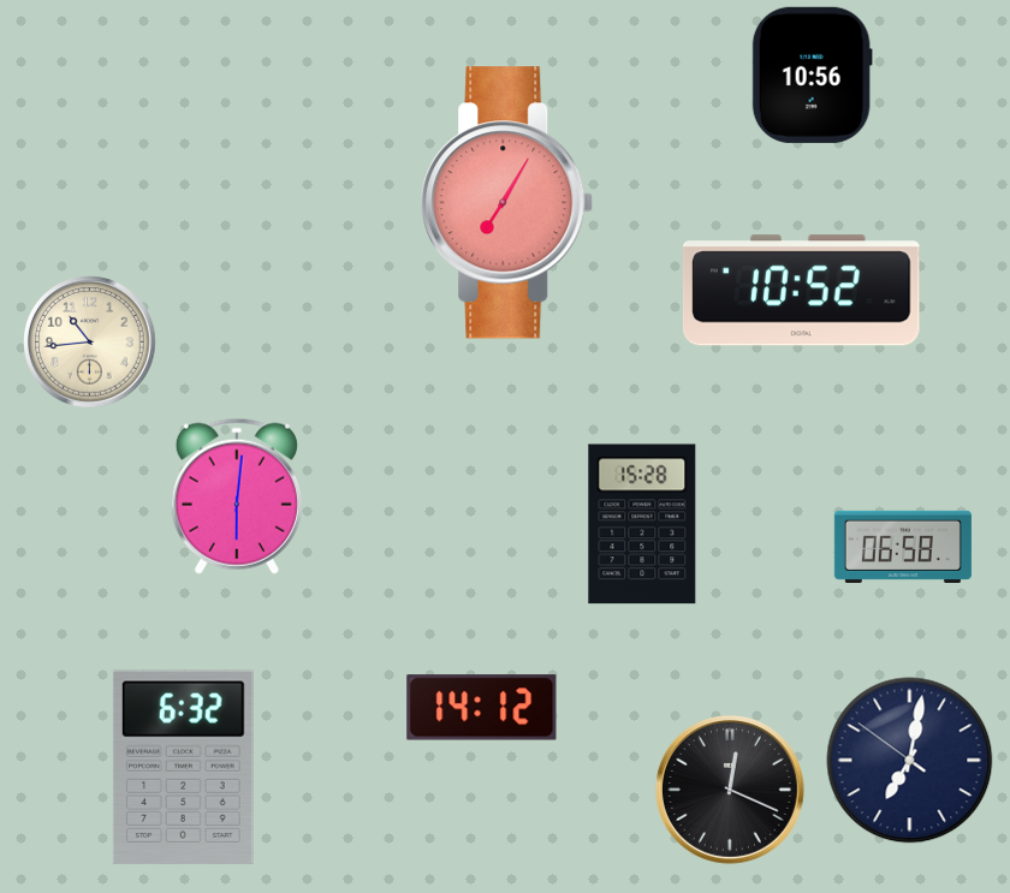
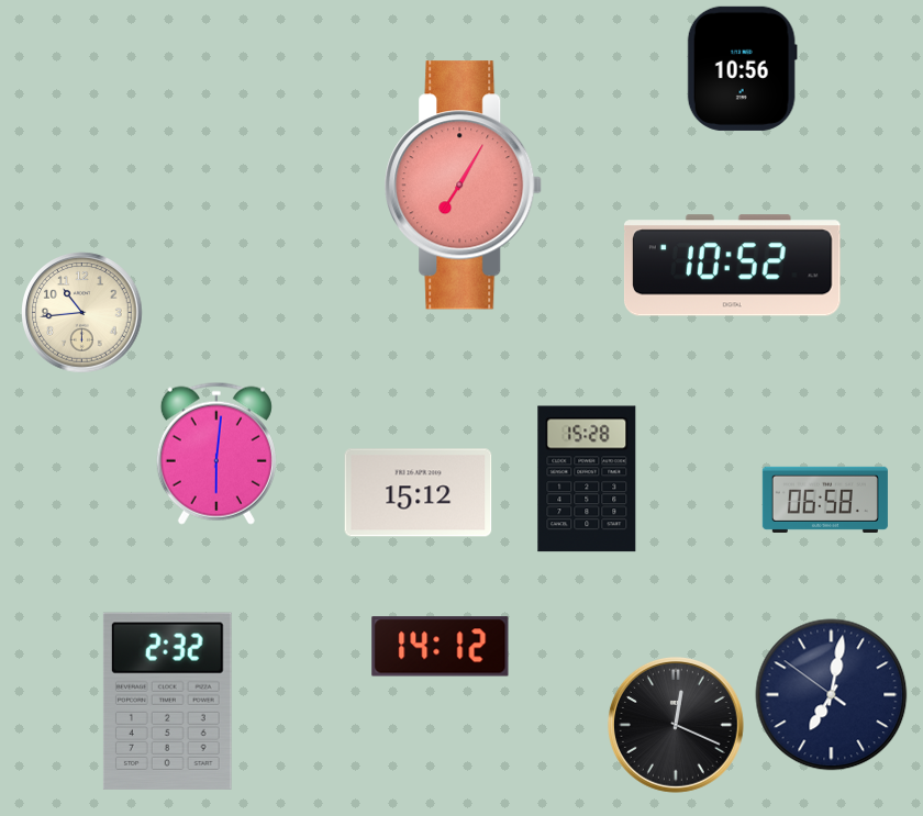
clock at (419, 493): none -> 15:12
clock at (183, 767): 6:32 -> 2:32
clock at (730, 790) position: (730, 790) -> (676, 725)
